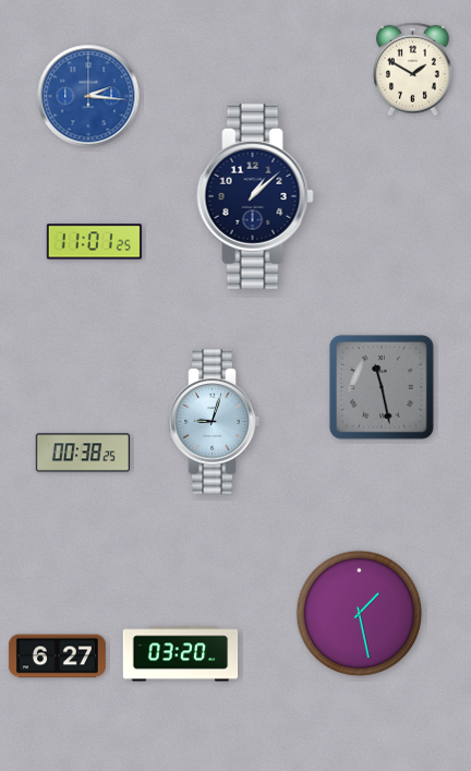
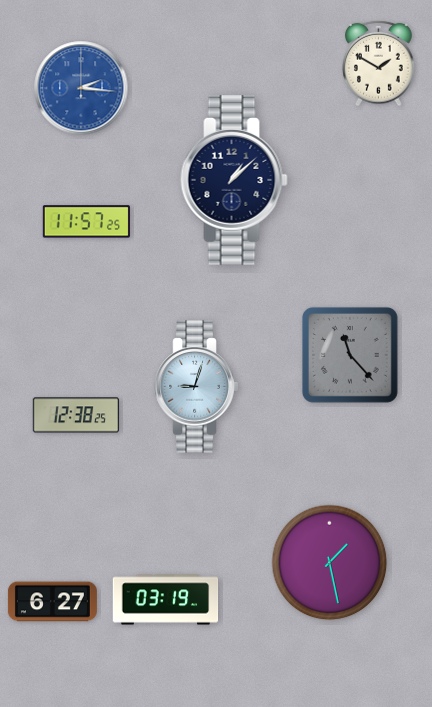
clock at (94, 242): 11:01 -> 11:57
clock at (382, 387): 11:28 -> 11:23
clock at (83, 453): 00:38 -> 12:38
clock at (181, 654): 03:20 -> 03:19
